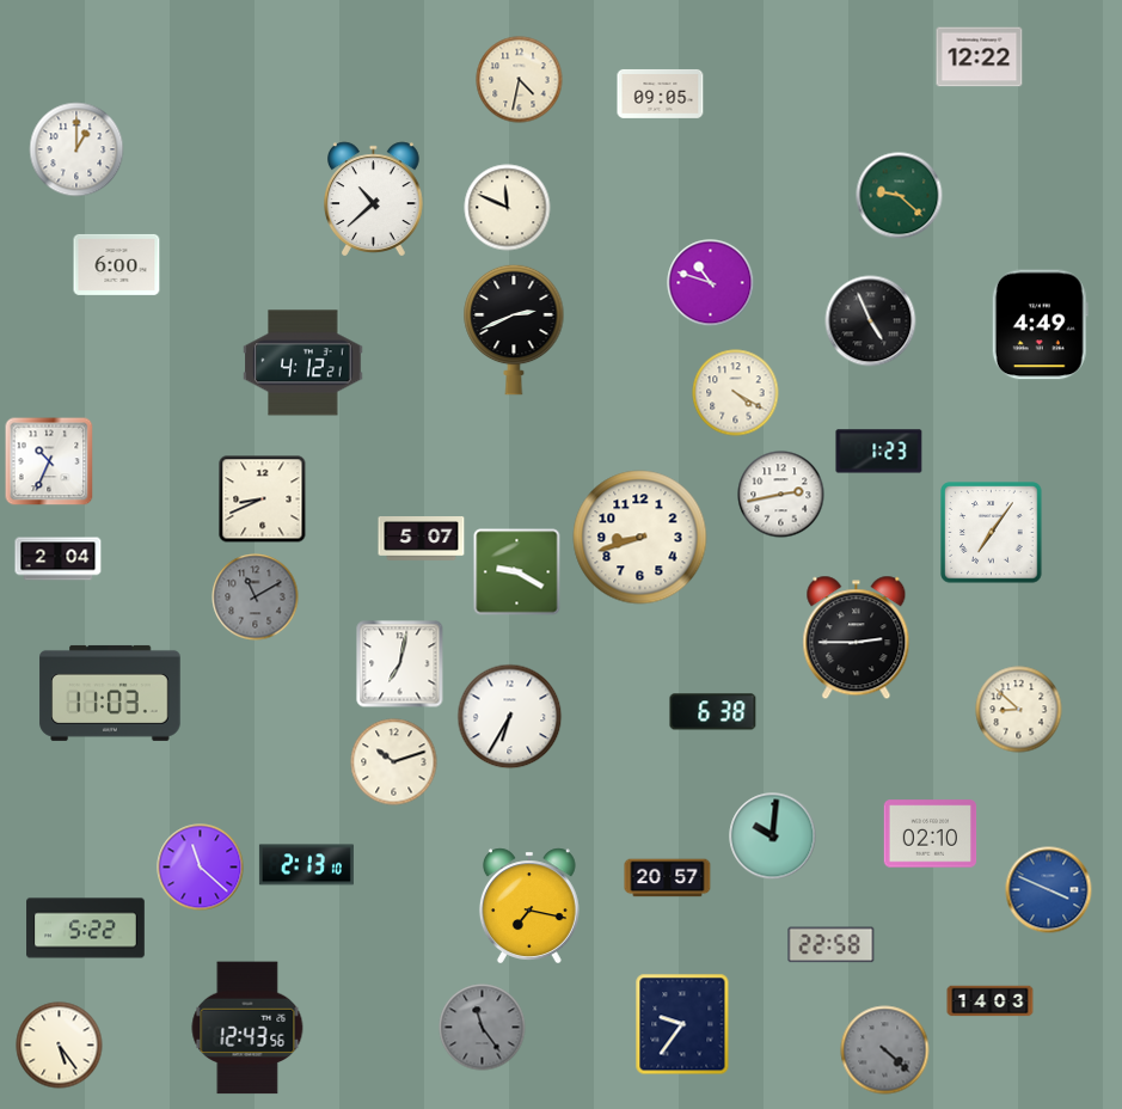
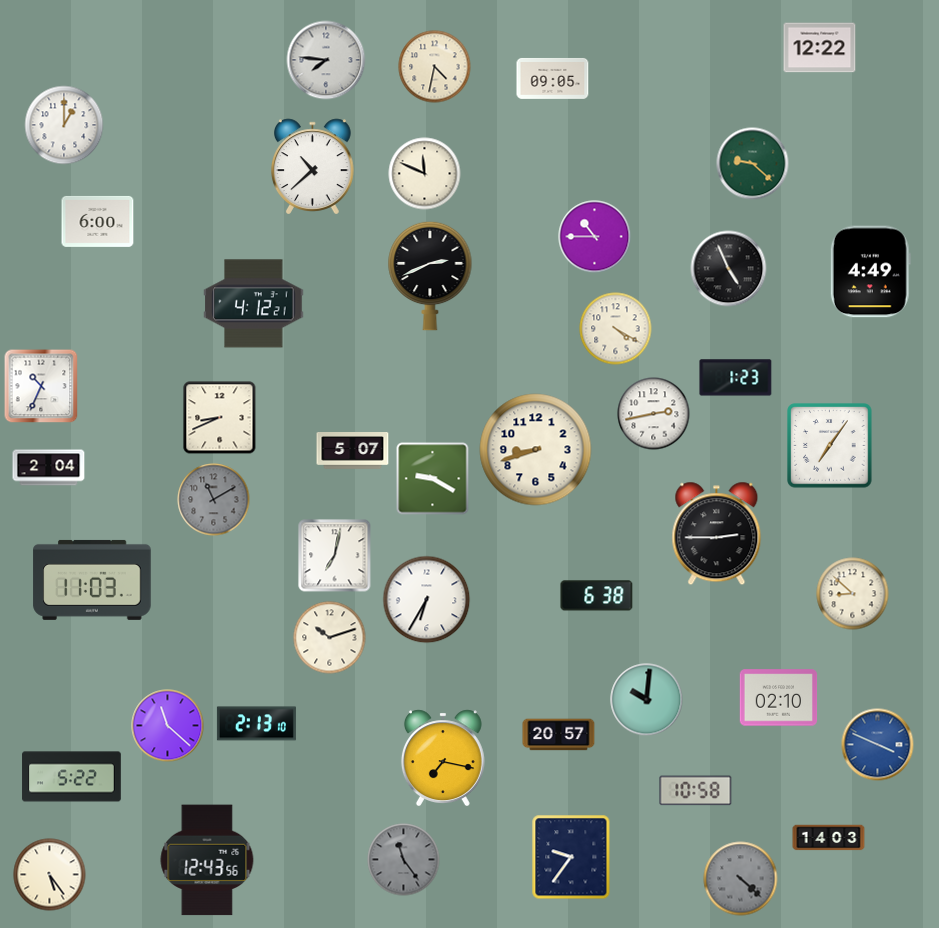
clock at (326, 60): none -> 7:46
clock at (711, 283): 10:48 -> 10:45
clock at (832, 945): 22:58 -> 10:58
